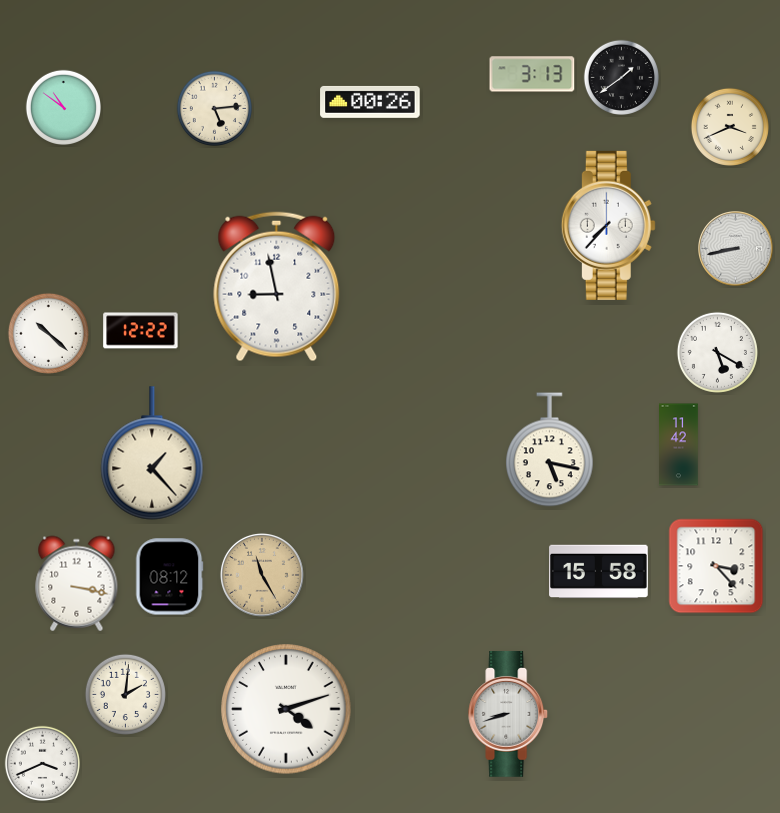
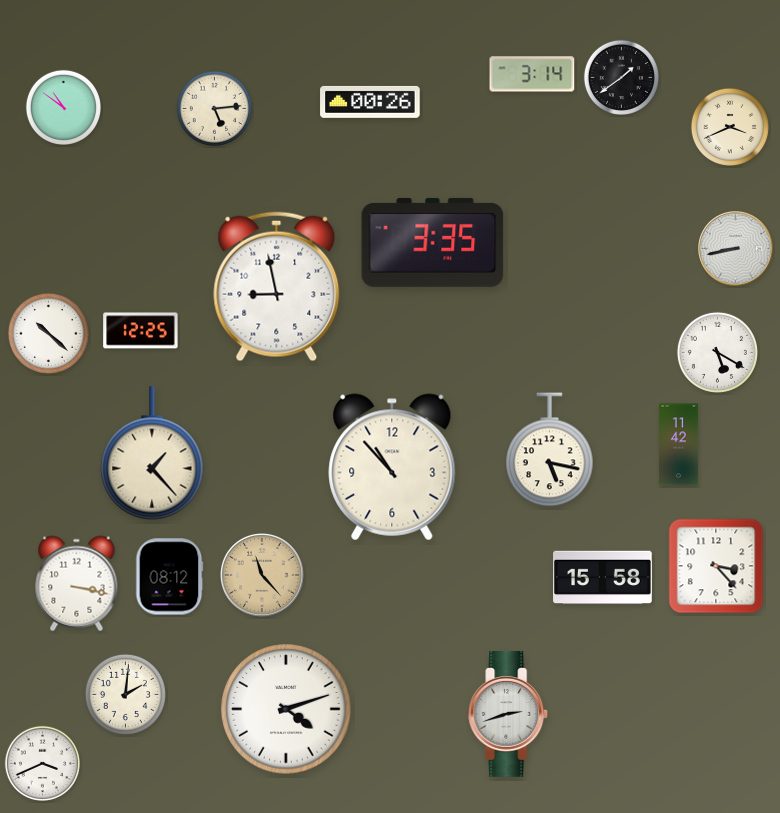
clock at (532, 74): 3:13 -> 3:14
clock at (608, 225): 7:37 -> none
clock at (433, 242): none -> 3:35
clock at (141, 331): 12:22 -> 12:25
clock at (392, 467): none -> 10:53
clock at (599, 572) position: (599, 572) -> (603, 578)
clock at (262, 575): 11:25 -> 11:23
clock at (509, 714): 8:42 -> 2:42
